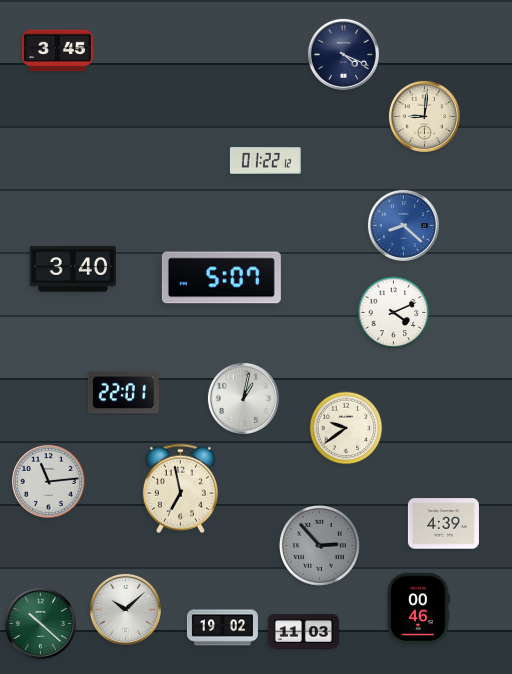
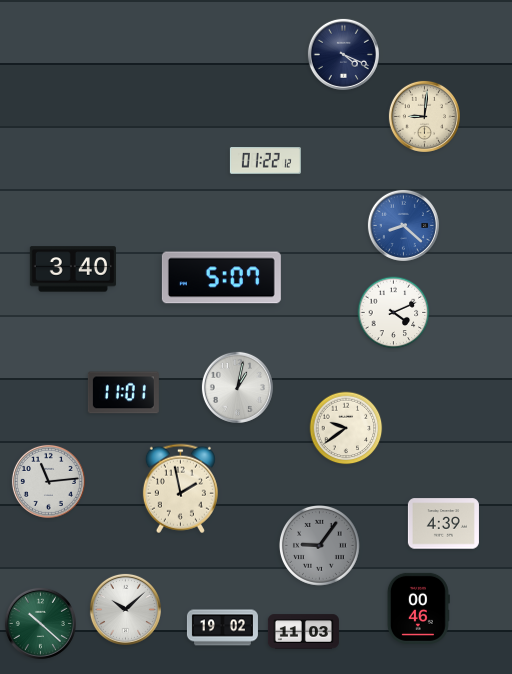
clock at (57, 51): 3:45 -> none
clock at (123, 393): 22:01 -> 11:01
clock at (243, 398) position: (243, 398) -> (237, 387)
clock at (180, 489): 6:58 -> 1:58
clock at (319, 545): 2:53 -> 9:06
